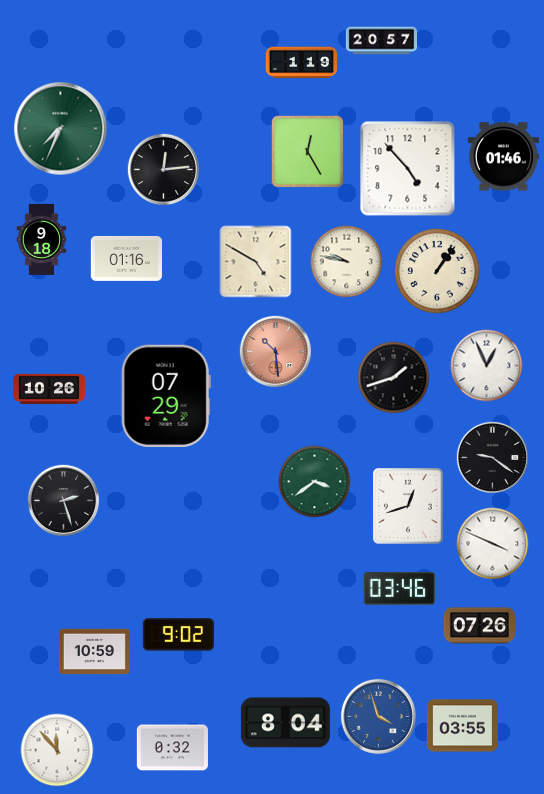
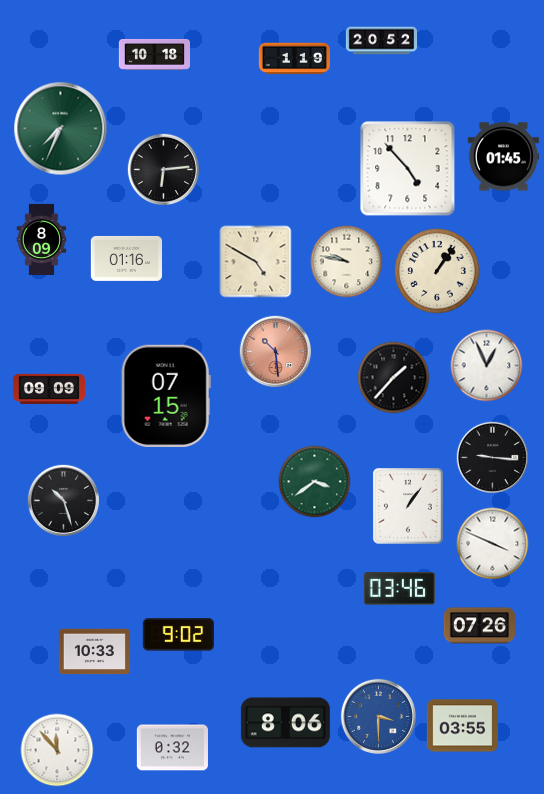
clock at (382, 41): 20:57 -> 20:52
clock at (154, 54): none -> 10:18
clock at (301, 63) position: (301, 63) -> (294, 59)
clock at (308, 152): 12:25 -> none
clock at (503, 157): 01:46 -> 01:45
clock at (163, 169): 12:14 -> 6:14
clock at (42, 239): 9:18 -> 8:09
clock at (394, 378): 1:42 -> 1:37
clock at (49, 389): 10:26 -> 09:09
clock at (166, 395): 07:29 -> 07:15
clock at (492, 457): 9:21 -> 9:16
clock at (63, 500): 2:27 -> 10:27
clock at (408, 507): 12:42 -> 1:06
clock at (94, 652): 10:59 -> 10:33
clock at (378, 716): 3:57 -> 3:30
clock at (285, 723): 8:04 -> 8:06
